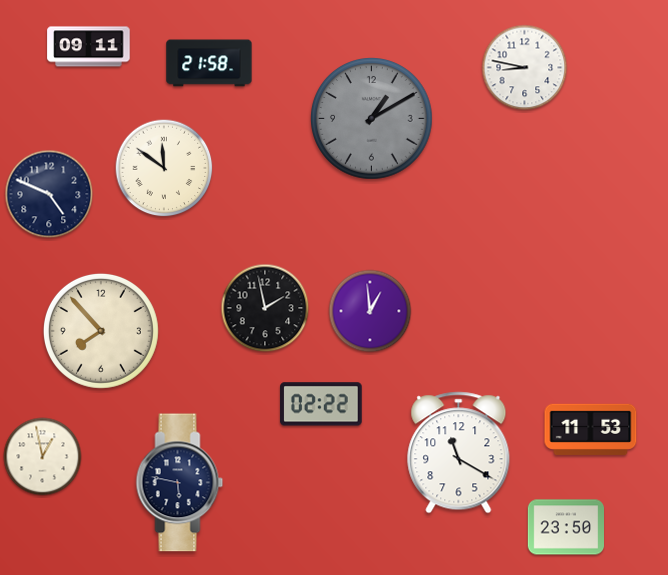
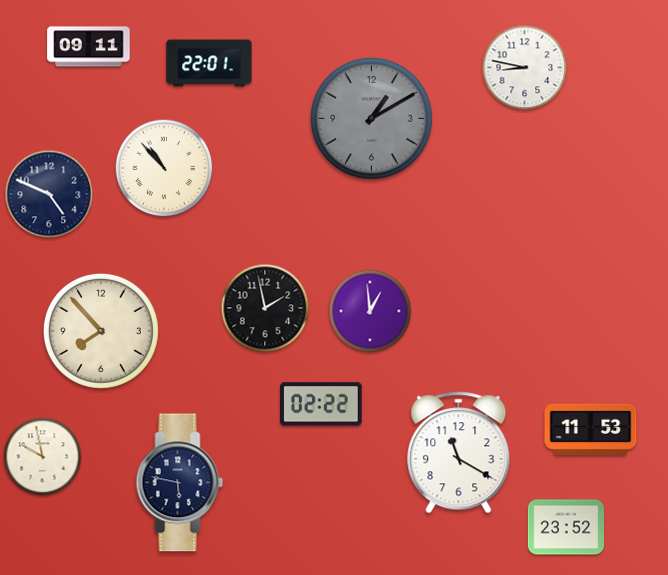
clock at (209, 63): 21:58 -> 22:01
clock at (164, 168): 11:51 -> 10:53
clock at (43, 457): 12:58 -> 9:58
clock at (565, 527): 23:50 -> 23:52
